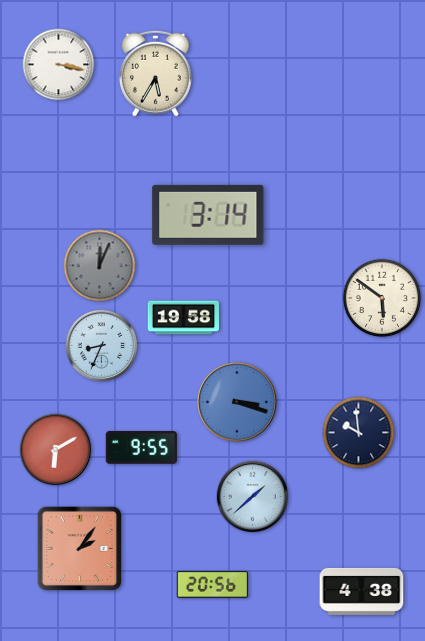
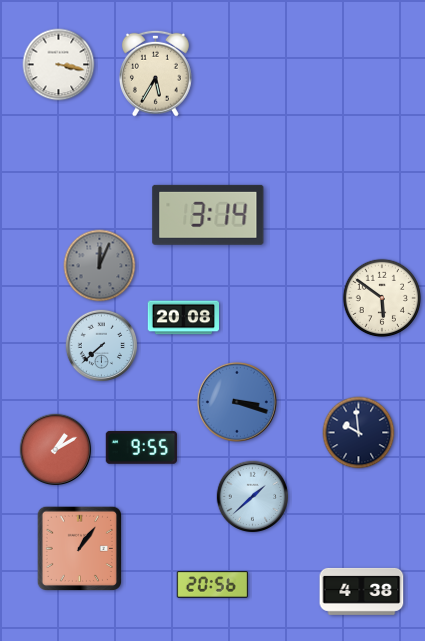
clock at (183, 318): 19:58 -> 20:08
clock at (102, 346): 8:34 -> 7:38
clock at (56, 450): 6:10 -> 1:10
clock at (79, 548): 2:06 -> 1:06
